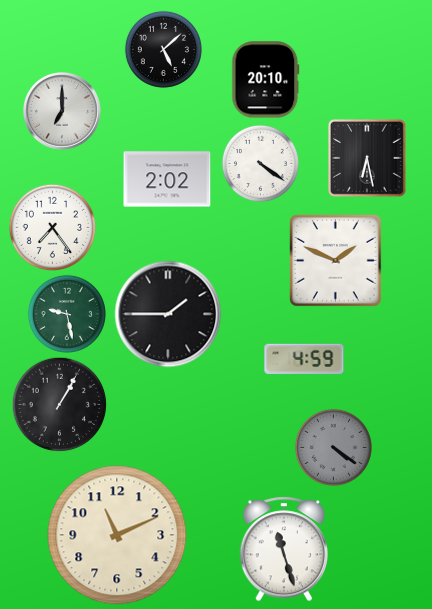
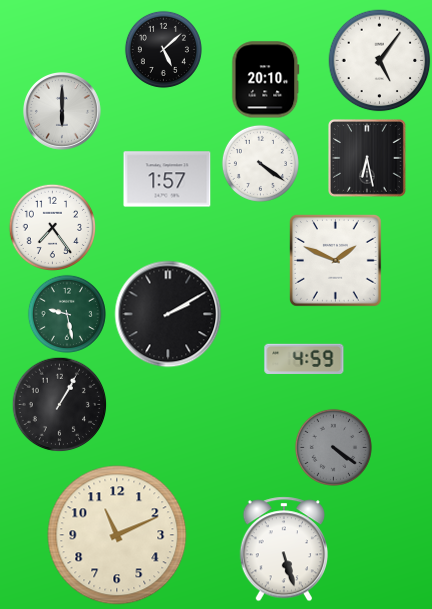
clock at (380, 61): none -> 5:06
clock at (63, 112): 7:00 -> 6:00
clock at (167, 179): 2:02 -> 1:57
clock at (168, 314): 1:45 -> 2:10
clock at (283, 549): 11:27 -> 5:27
